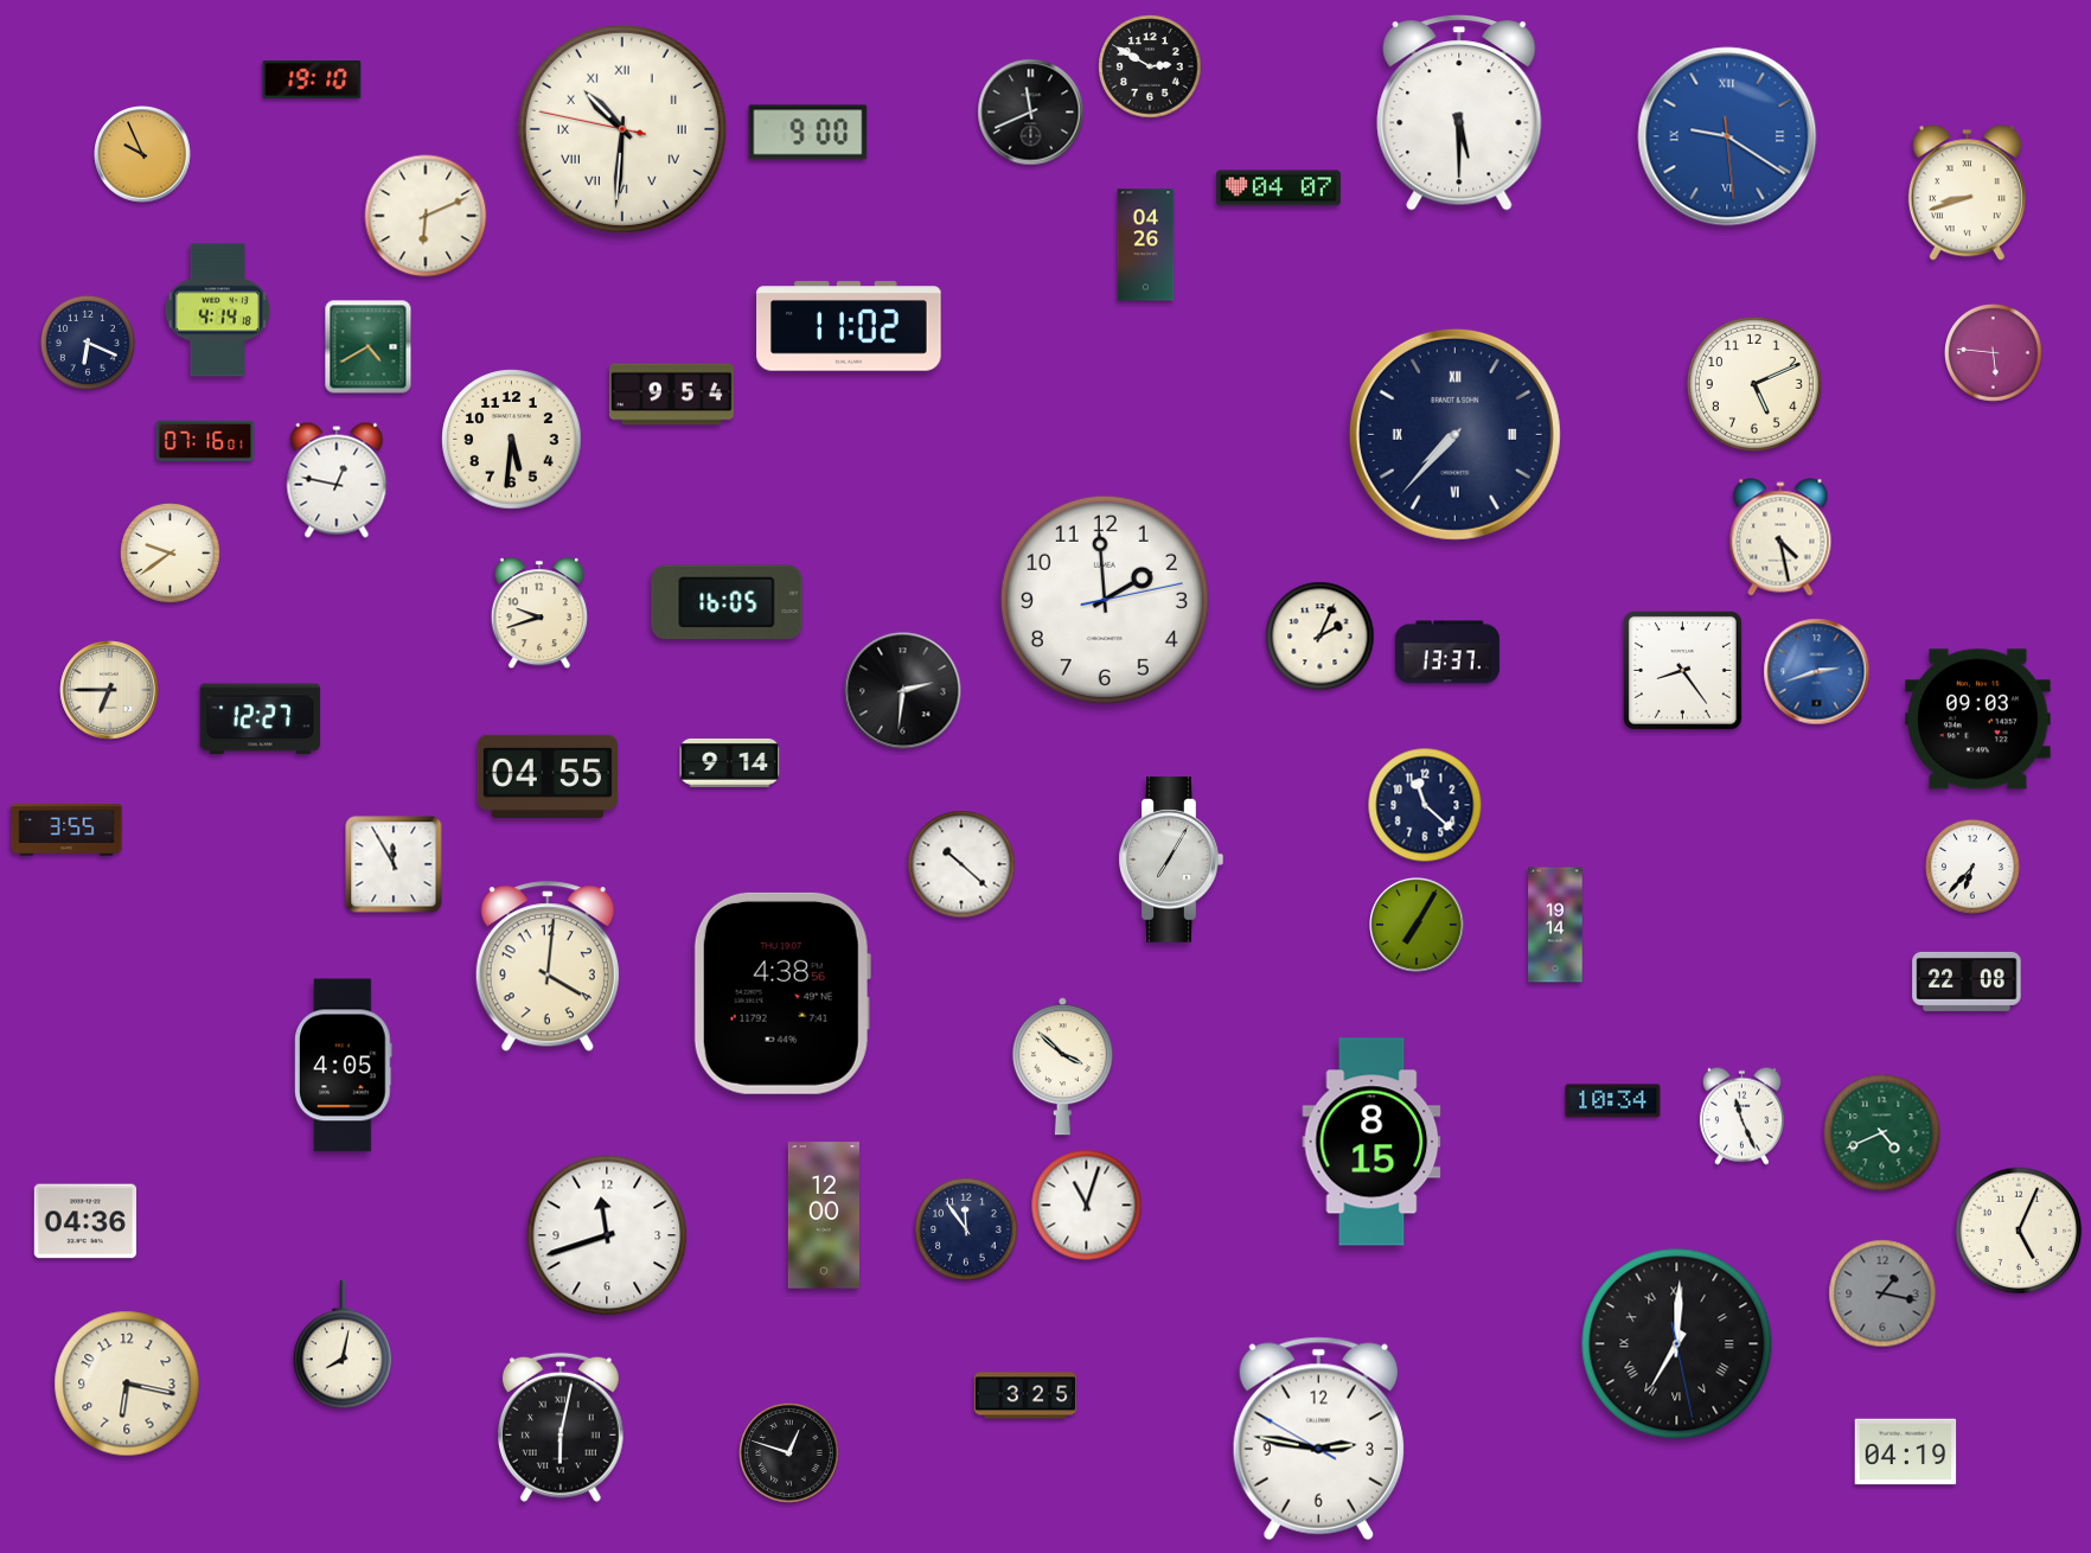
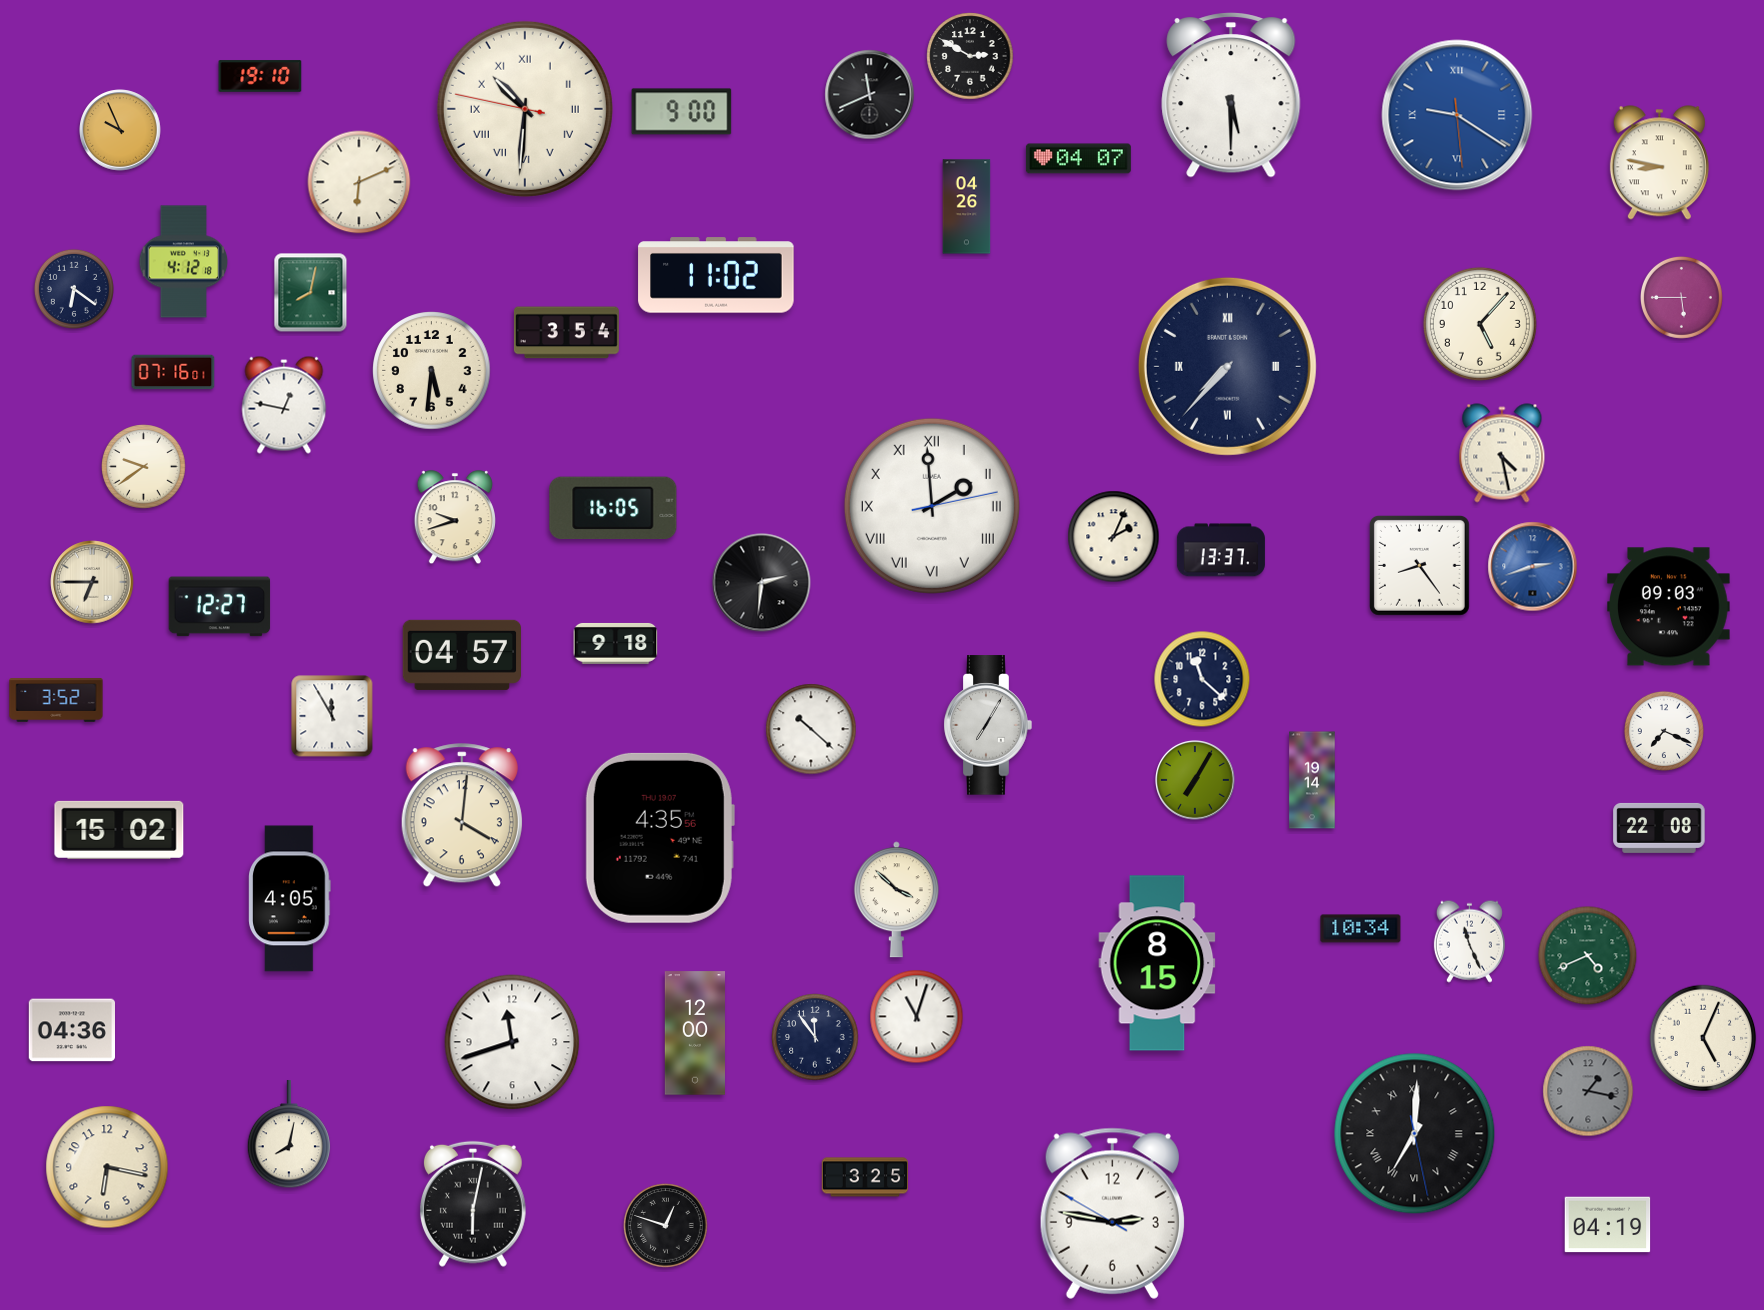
clock at (312, 79) position: (312, 79) -> (260, 76)
clock at (1967, 193): 8:42 -> 8:47
clock at (218, 311): 4:14 -> 4:12
clock at (88, 343): 6:19 -> 6:21
clock at (369, 347): 4:40 -> 8:02
clock at (1993, 352): 5:46 -> 5:45
clock at (1754, 384): 5:11 -> 5:07
clock at (671, 395): 9:54 -> 3:54
clock at (1105, 600) numerals: Arabic -> Roman
clock at (730, 762): 9:14 -> 9:18
clock at (546, 776): 04:55 -> 04:57
clock at (66, 830): 3:55 -> 3:52
clock at (394, 864) position: (394, 864) -> (332, 716)
clock at (1972, 867): 6:37 -> 7:19
clock at (119, 830): none -> 15:02
clock at (782, 993): 4:38 -> 4:35
clock at (823, 1215) position: (823, 1215) -> (694, 1033)
